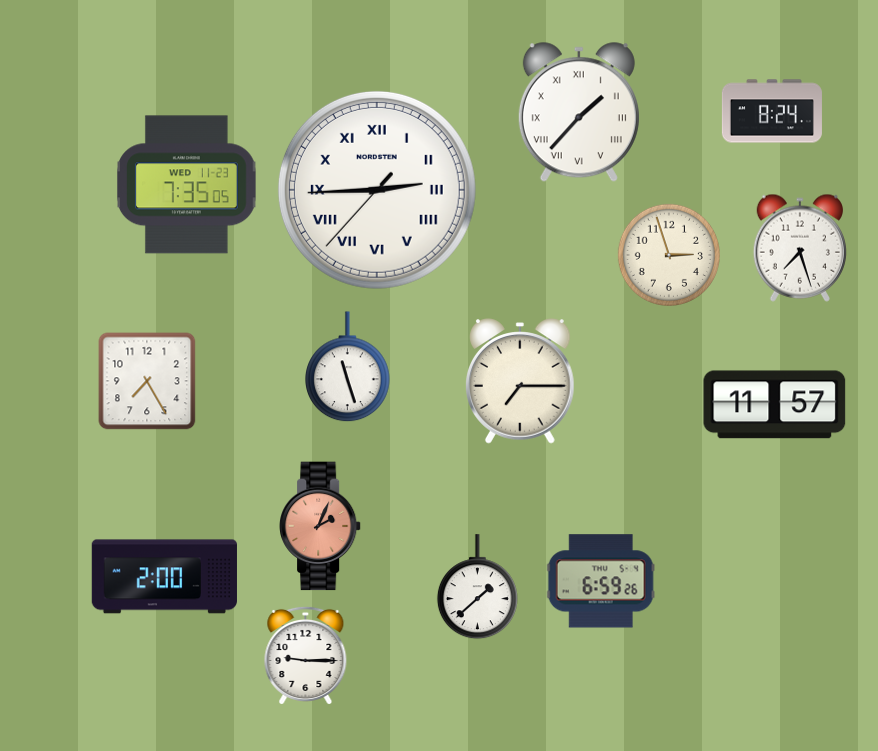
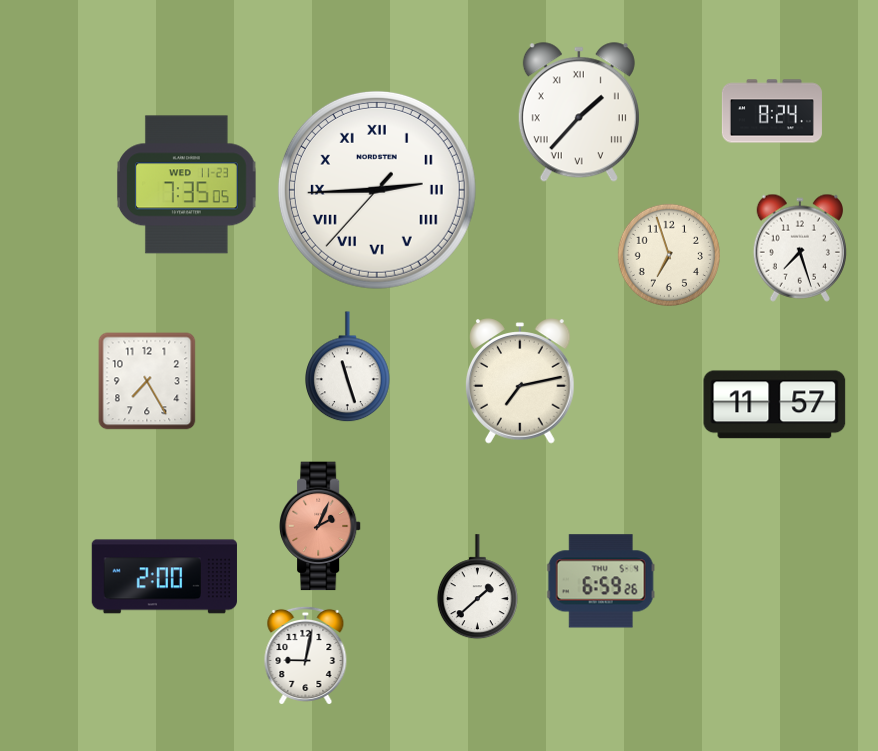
clock at (669, 255): 2:57 -> 6:57
clock at (521, 381): 7:15 -> 7:13
clock at (306, 655): 9:15 -> 9:02
